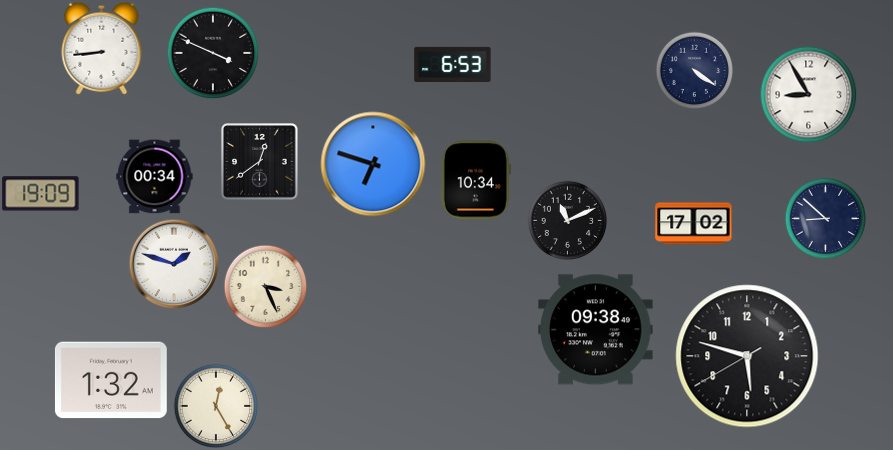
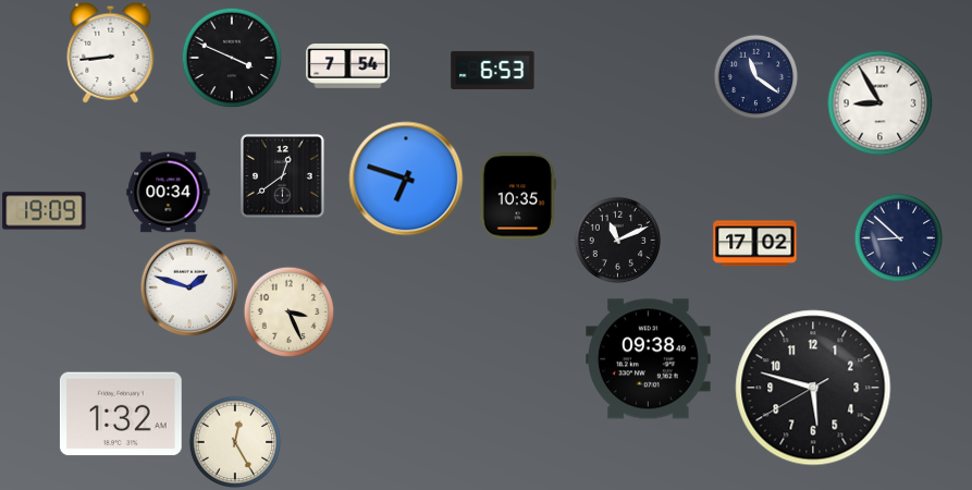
clock at (348, 66): none -> 7:54
clock at (694, 70): 4:21 -> 11:21
clock at (476, 180): 10:34 -> 10:35
